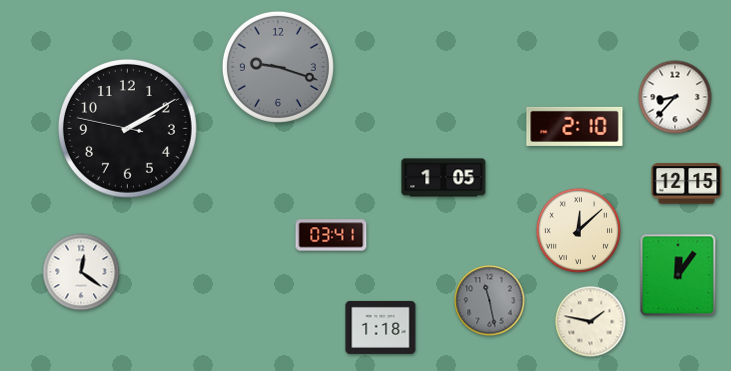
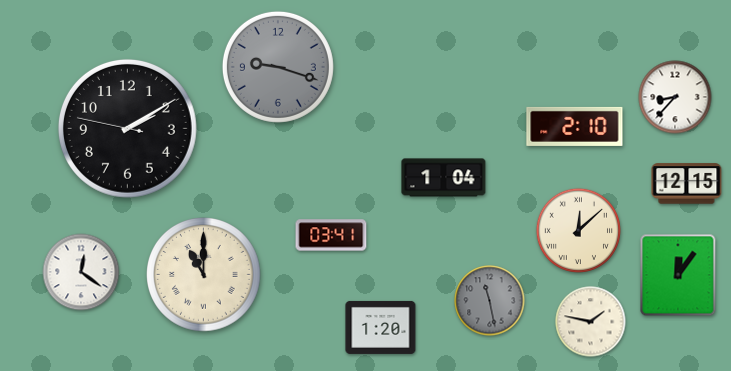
clock at (444, 178): 1:05 -> 1:04
clock at (204, 275): none -> 11:00
clock at (381, 327): 1:18 -> 1:20
